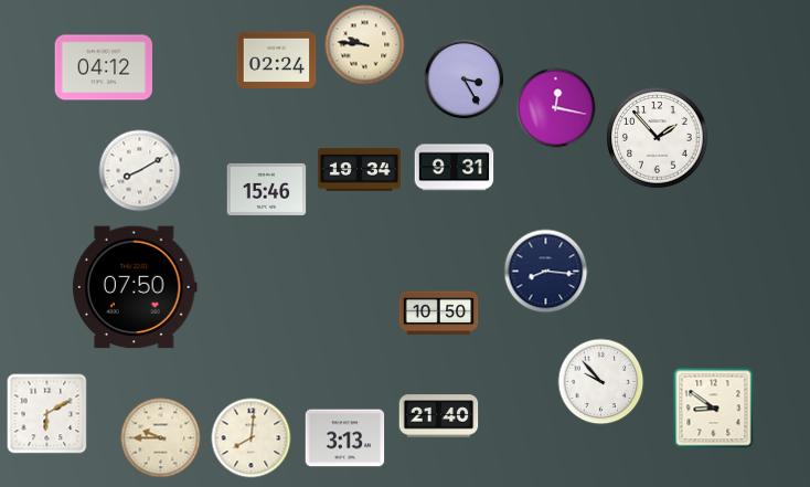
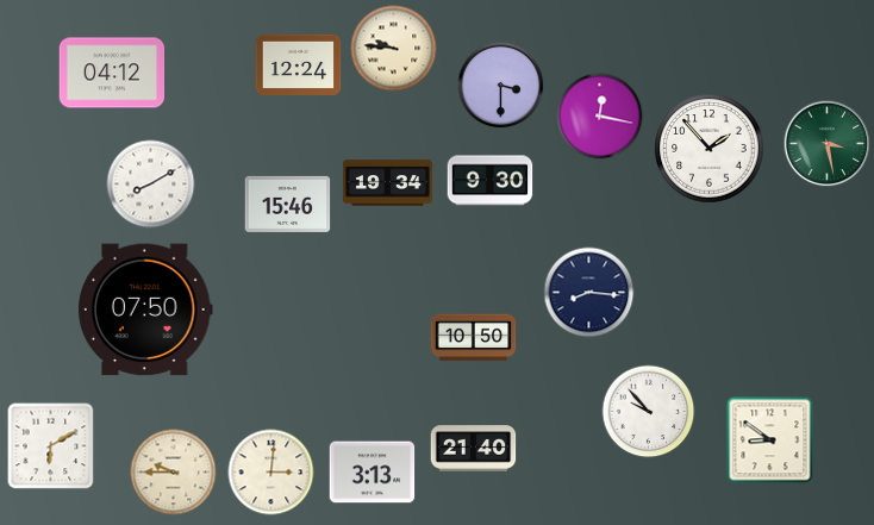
clock at (277, 61): 02:24 -> 12:24
clock at (465, 80): 3:25 -> 3:30
clock at (828, 144): none -> 3:28
clock at (455, 168): 9:31 -> 9:30
clock at (252, 438): 8:01 -> 3:01
